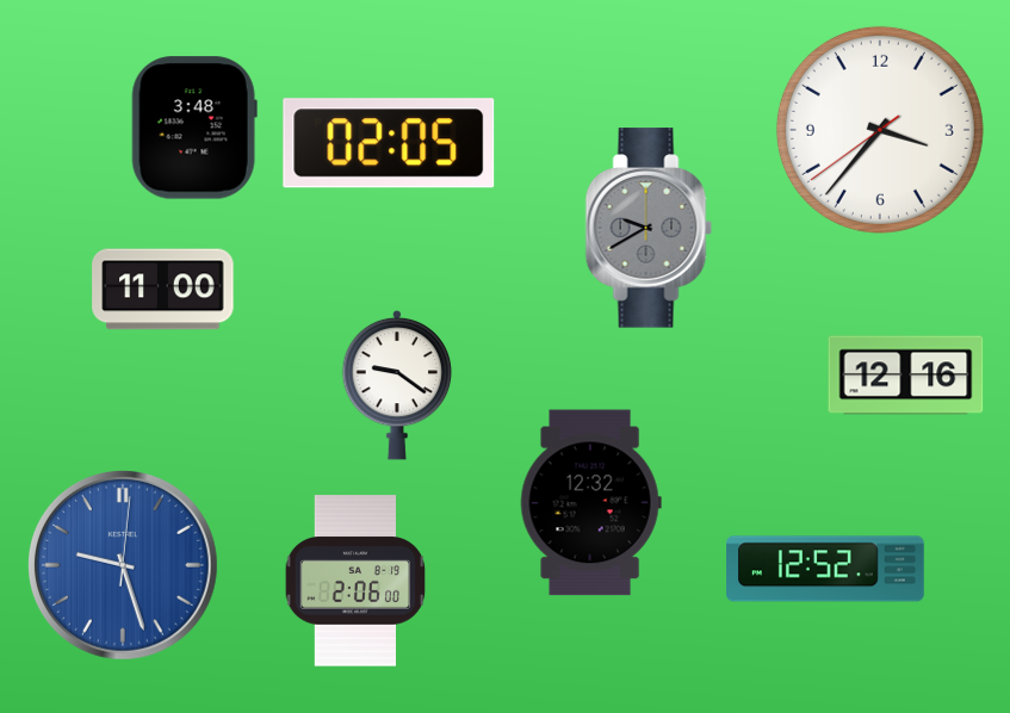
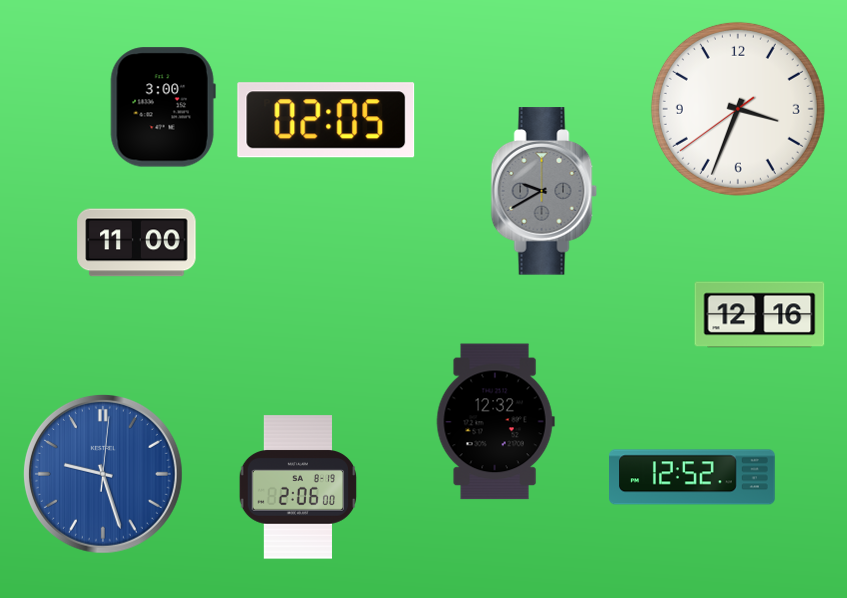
clock at (194, 128): 3:48 -> 3:00
clock at (880, 130): 3:36 -> 3:33
clock at (397, 385): 9:21 -> none
